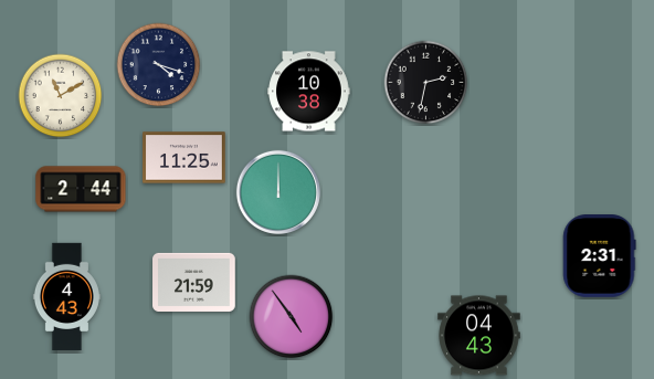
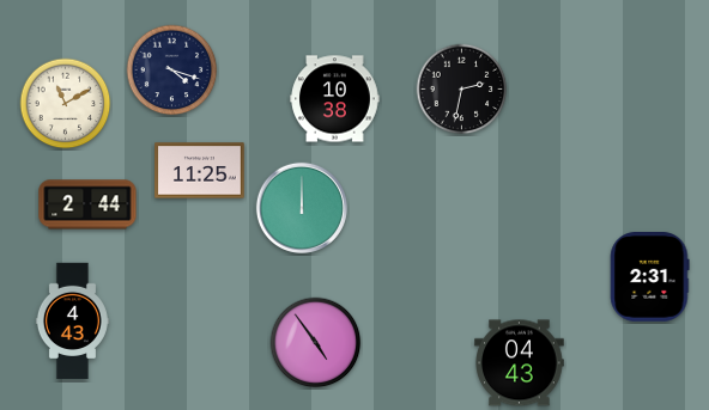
clock at (194, 282): 21:59 -> none
